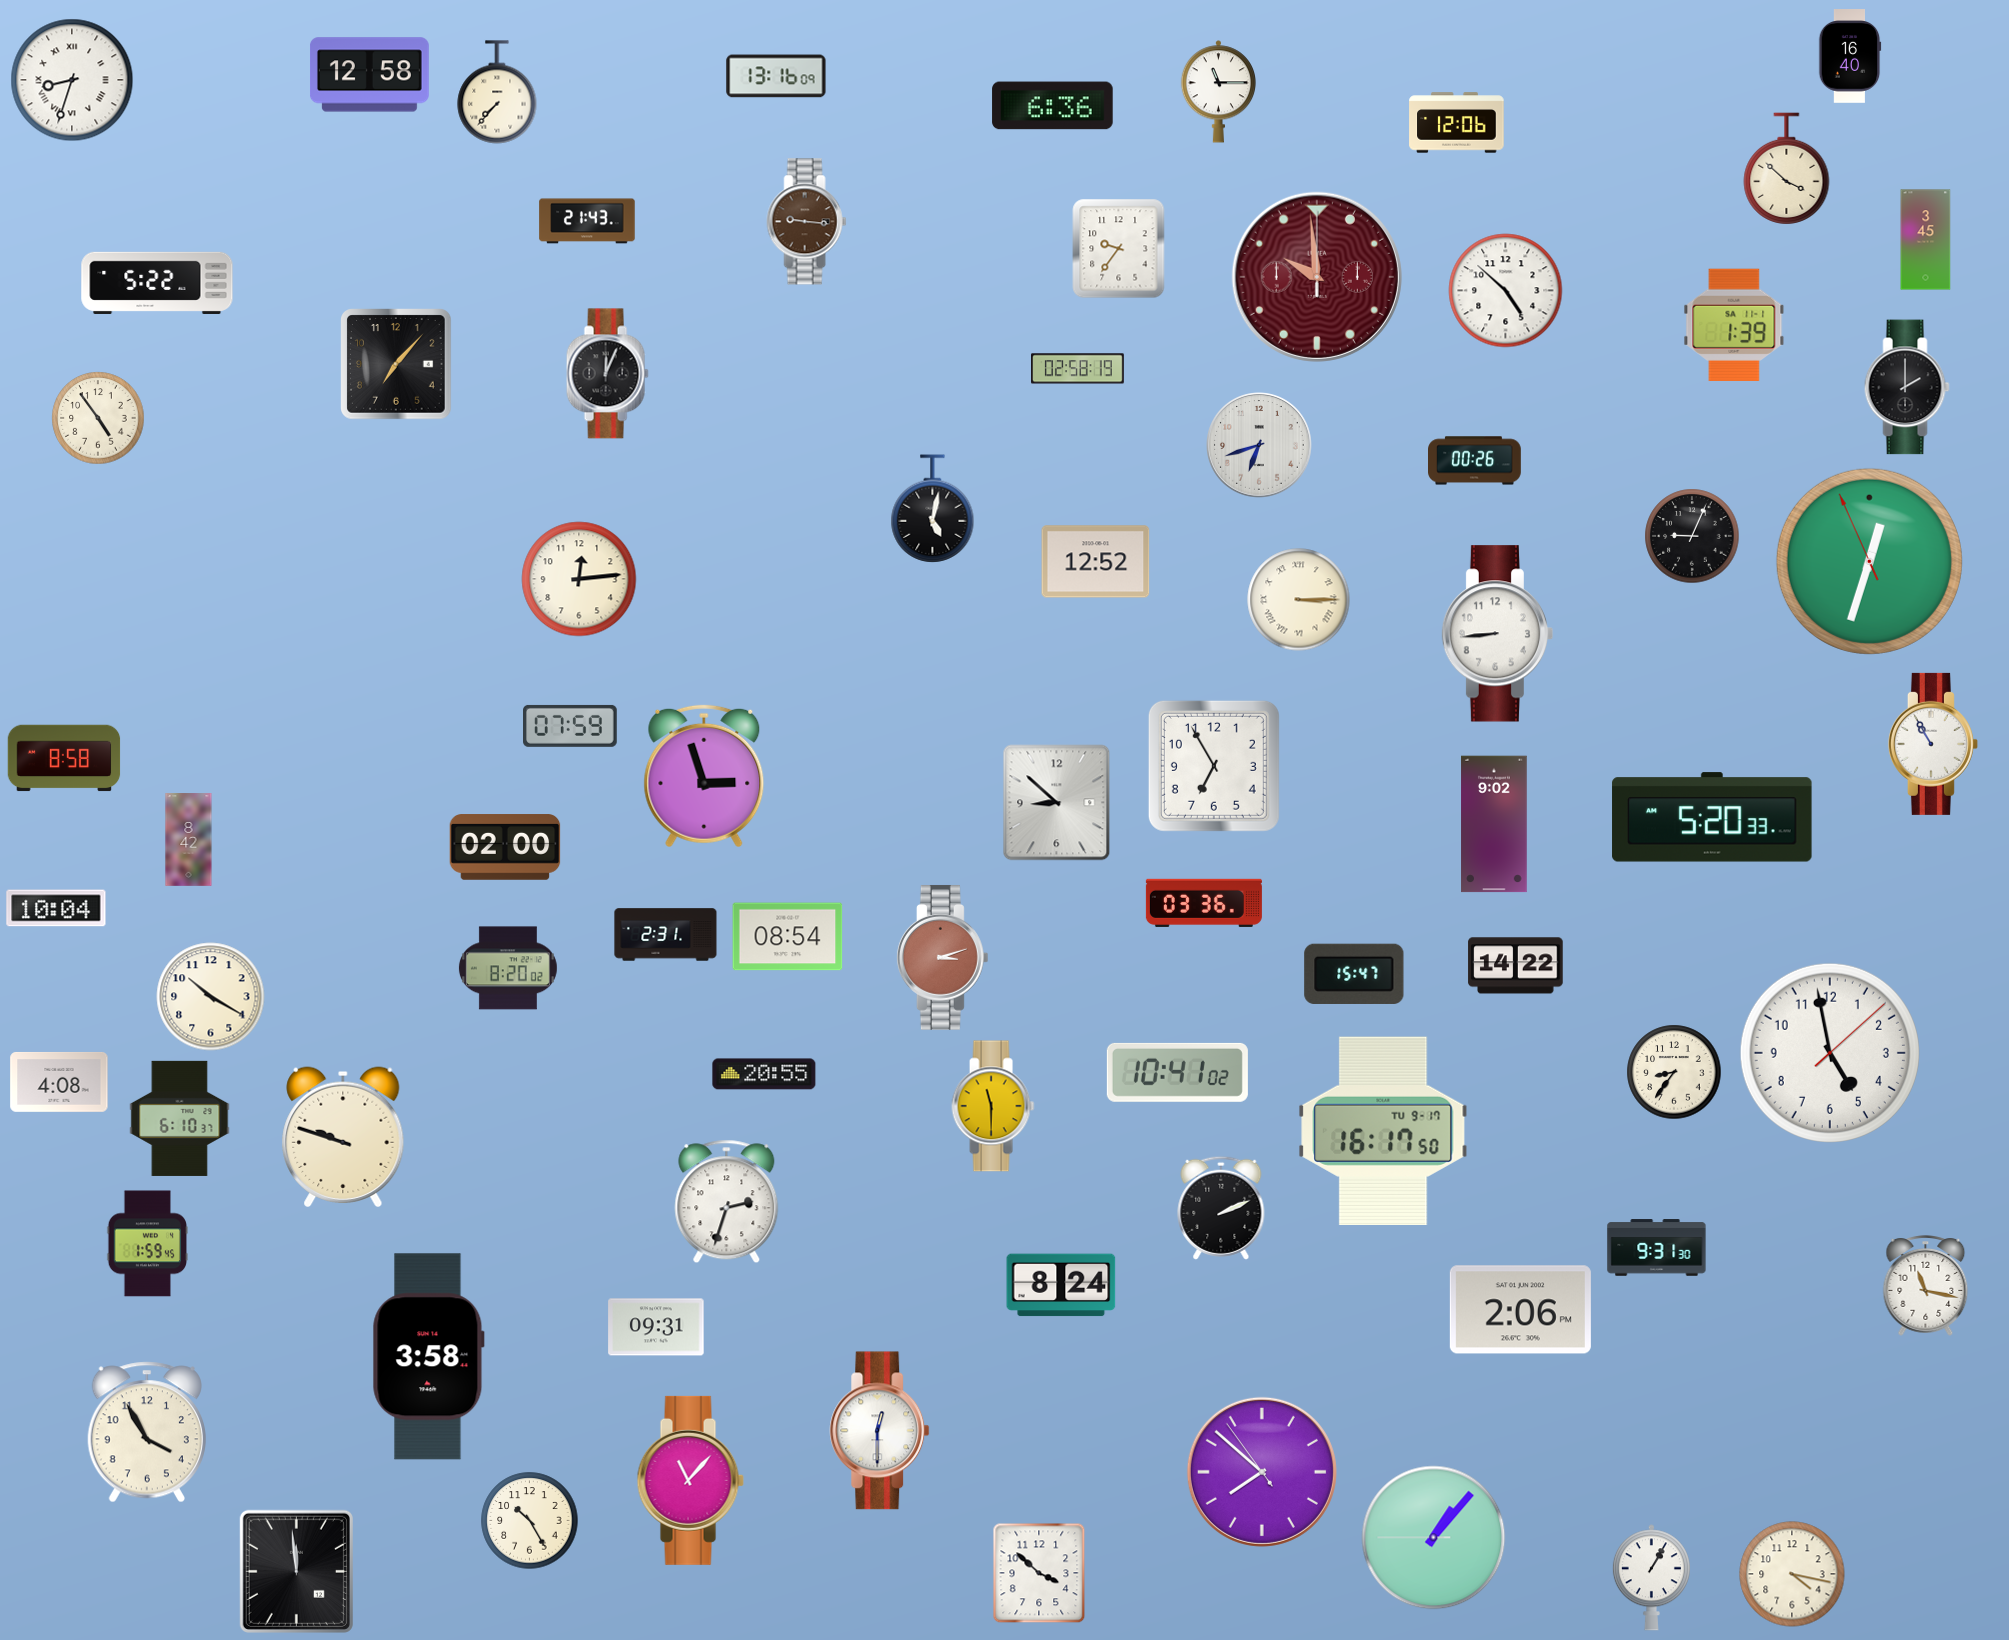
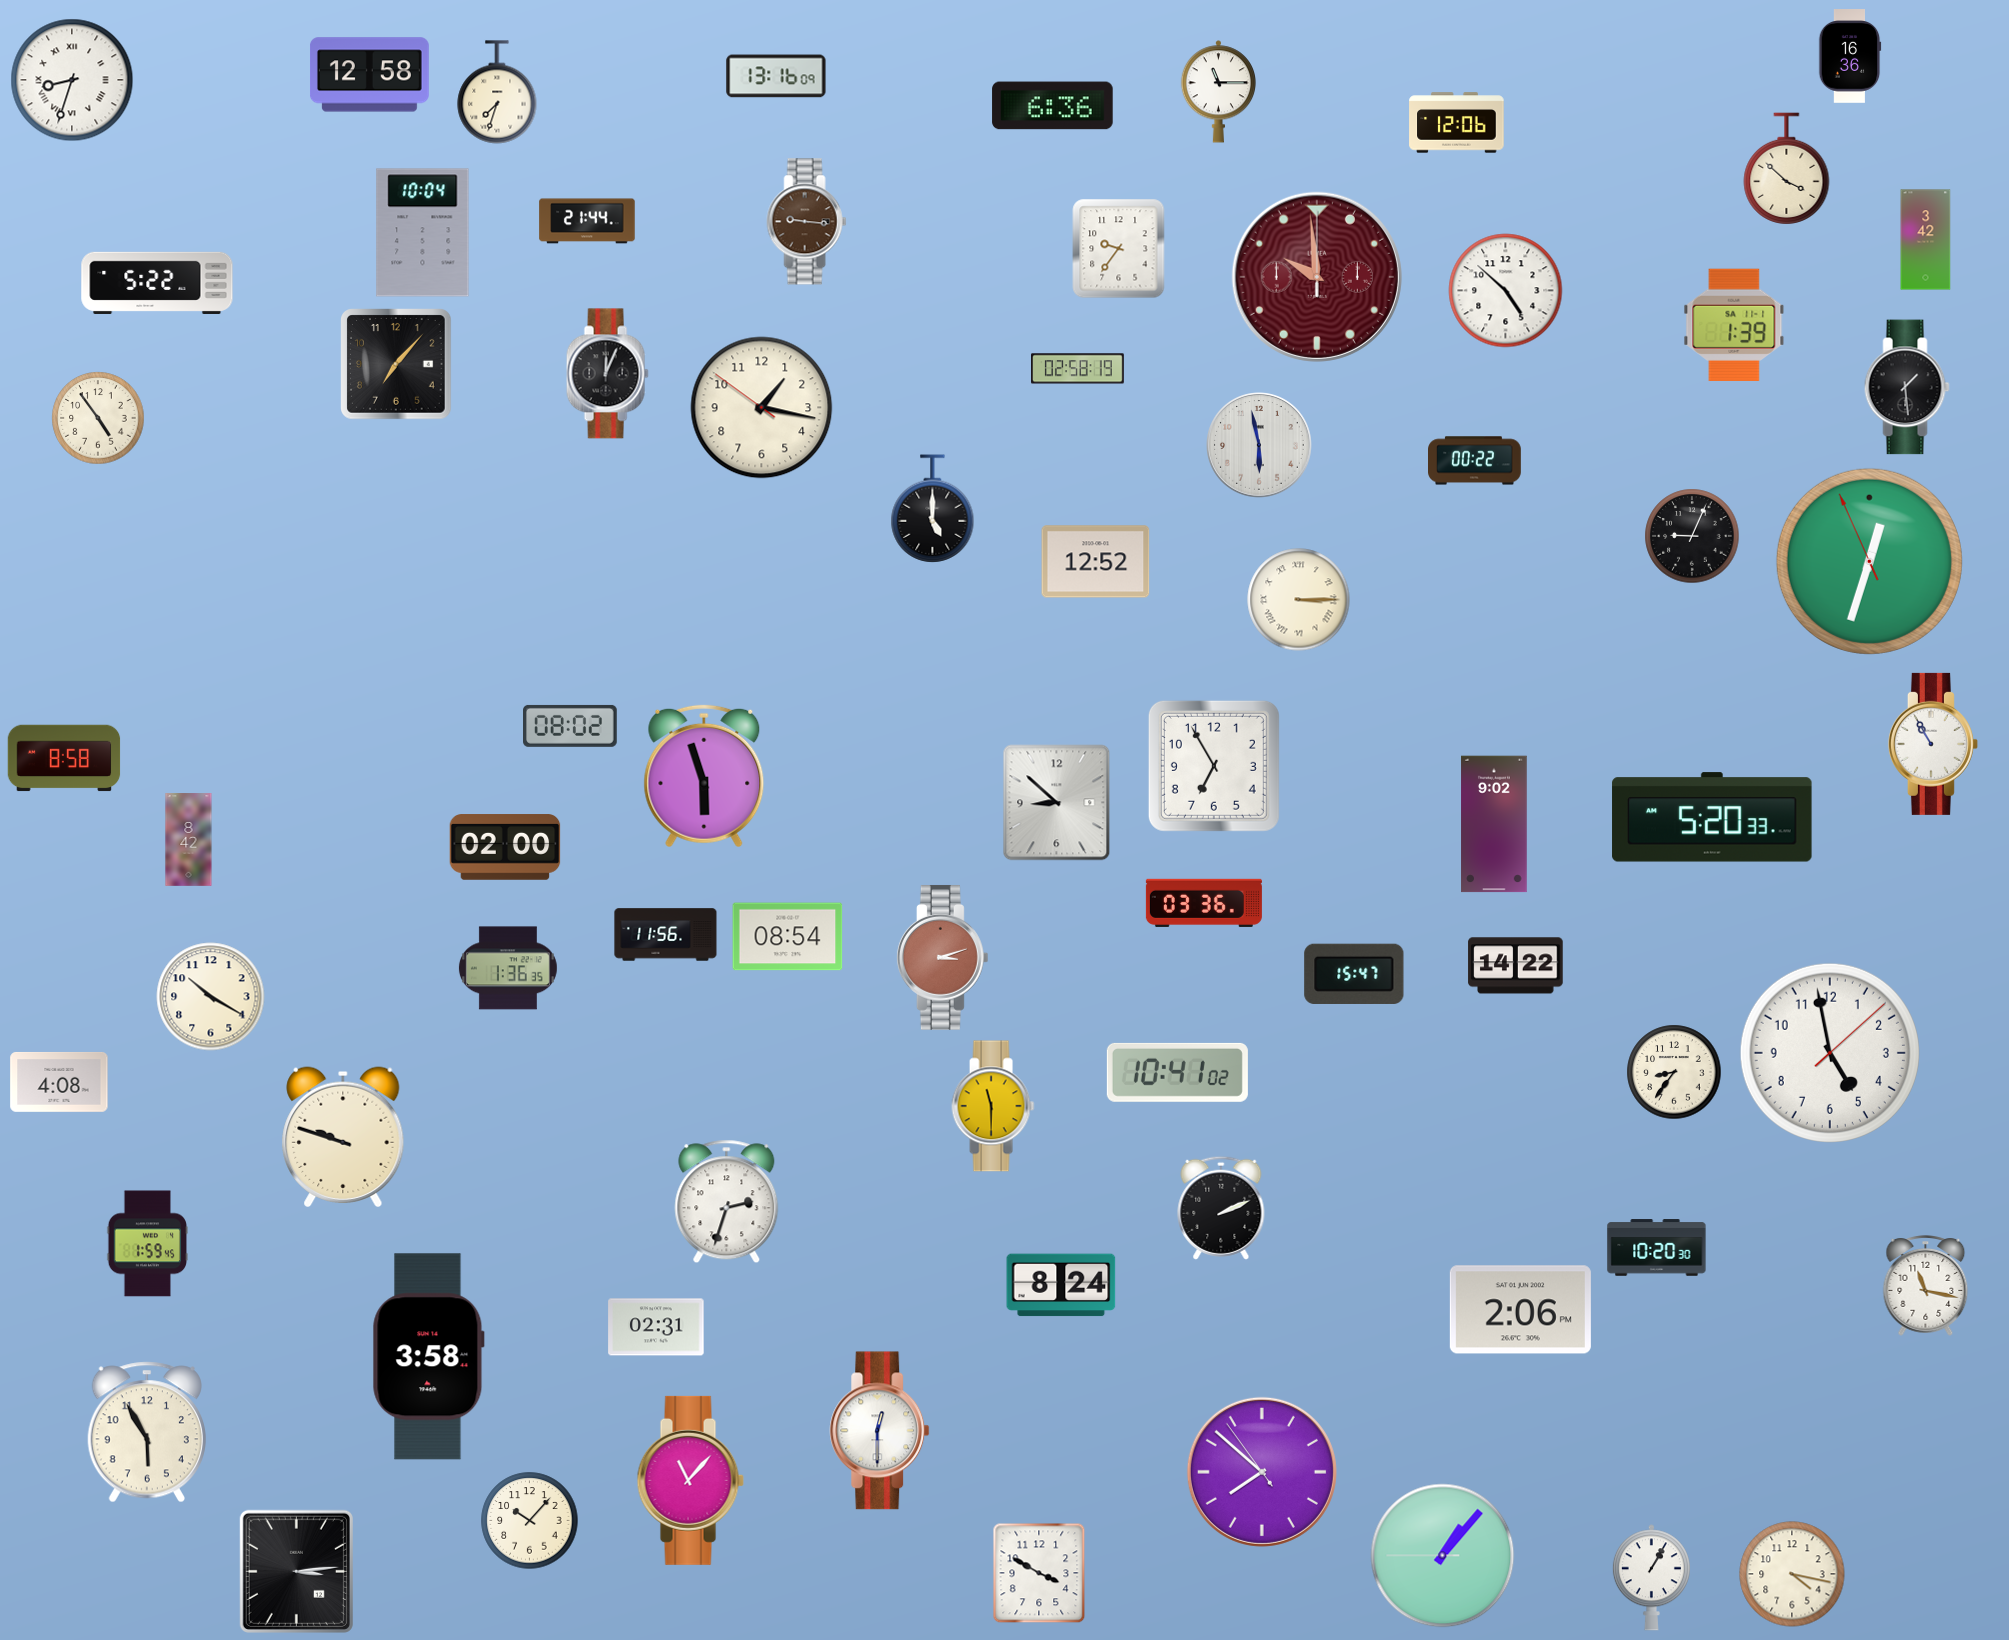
clock at (1850, 56): 16:40 -> 16:36
clock at (497, 92): 7:37 -> 7:33
clock at (587, 221): 21:43 -> 21:44
clock at (423, 233): none -> 10:04
clock at (1926, 240): 3:45 -> 3:42
clock at (1907, 387): 2:00 -> 1:29
clock at (762, 408): none -> 1:16
clock at (1260, 446): 6:42 -> 5:58
clock at (1475, 461): 00:26 -> 00:22
clock at (933, 509): 5:02 -> 5:00
clock at (579, 579): 12:14 -> none
clock at (1498, 634): 8:44 -> none
clock at (571, 726): 07:59 -> 08:02
clock at (704, 776): 2:57 -> 5:57
clock at (56, 908): 10:04 -> none
clock at (666, 935): 2:31 -> 11:56
clock at (508, 968): 8:20 -> 1:36
clock at (764, 1074): 20:55 -> none
clock at (180, 1118): 6:10 -> none
clock at (1383, 1131): 16:17 -> none
clock at (1657, 1248): 9:31 -> 10:20
clock at (656, 1327): 09:31 -> 02:31
clock at (147, 1432): 3:55 -> 5:55
clock at (530, 1521): 10:25 -> 10:07
clock at (1434, 1538) position: (1434, 1538) -> (1443, 1556)
clock at (296, 1571): 11:59 -> 3:14
clock at (1039, 1573): 3:52 -> 3:50
